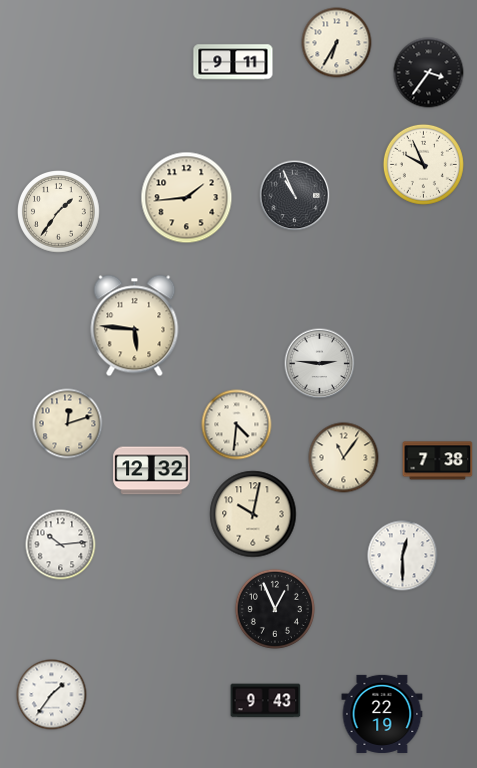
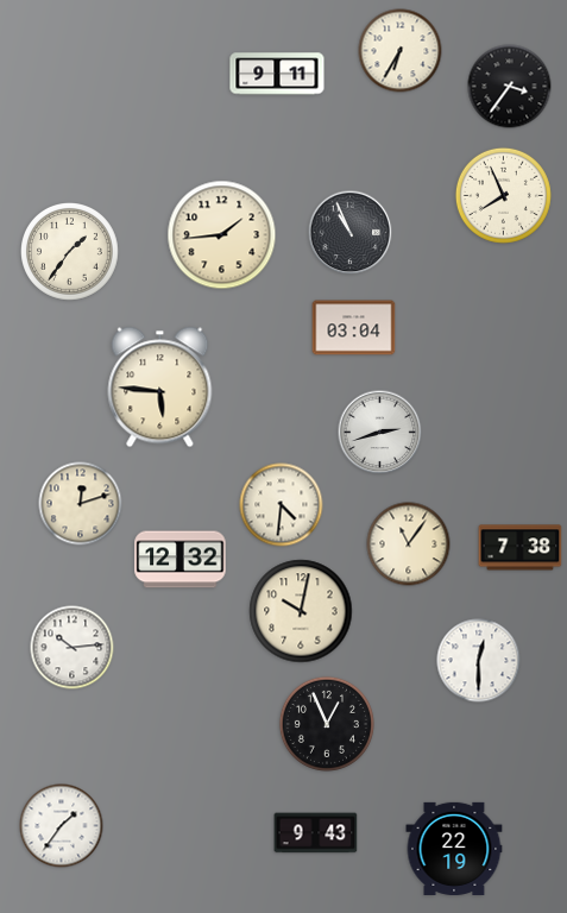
clock at (423, 164): 9:56 -> 7:56
clock at (354, 328): none -> 03:04
clock at (320, 364): 2:46 -> 2:42
